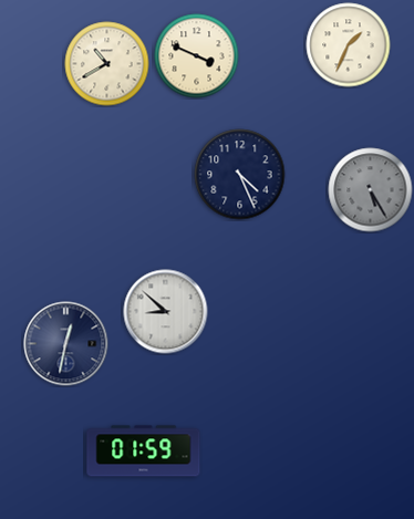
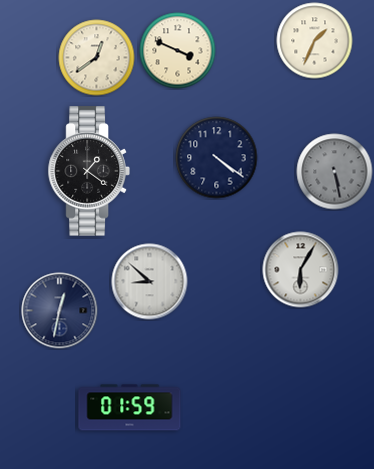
clock at (107, 64): 10:40 -> 12:39
clock at (240, 175): 4:26 -> 4:21
clock at (89, 171): none -> 1:21
clock at (371, 190): 5:25 -> 5:28
clock at (301, 270): none -> 6:05
